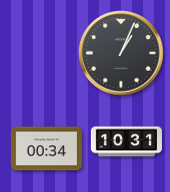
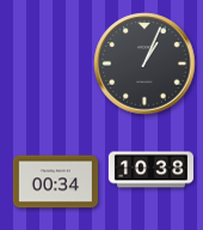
clock at (126, 142): 10:31 -> 10:38
clock at (46, 149) position: (46, 149) -> (55, 182)
